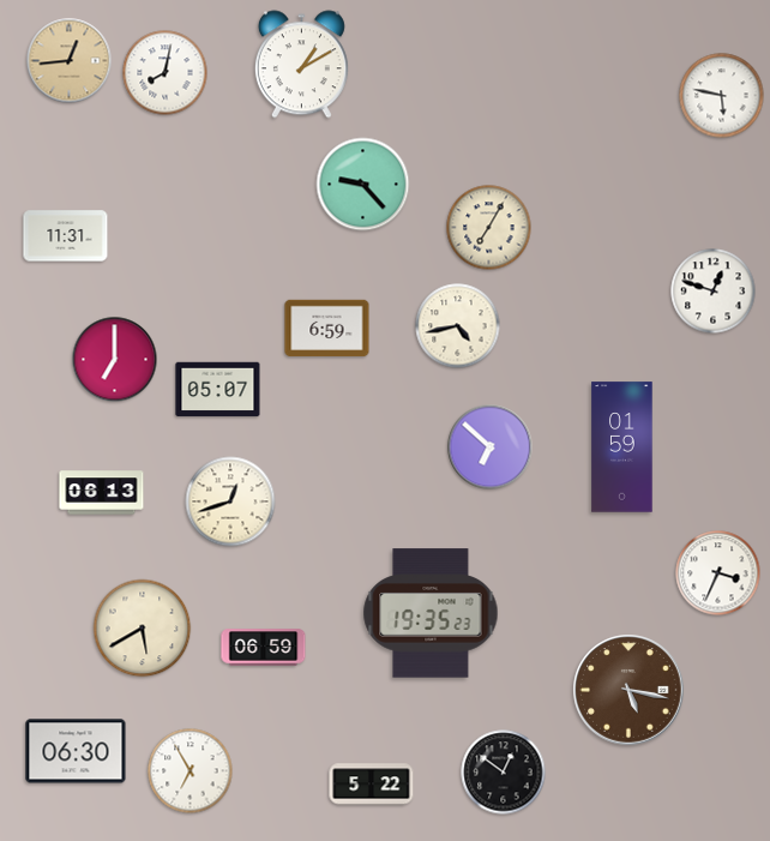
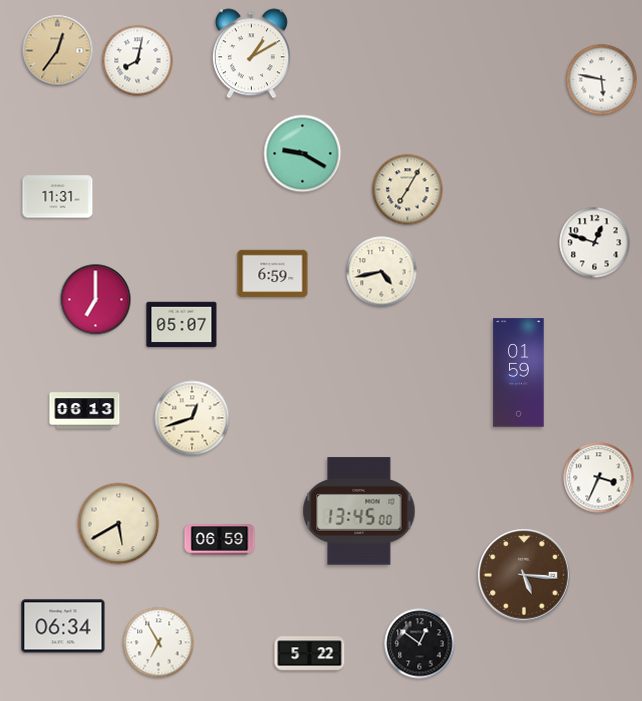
clock at (70, 61): 12:44 -> 12:36
clock at (363, 185): 9:23 -> 9:20
clock at (66, 236) position: (66, 236) -> (58, 197)
clock at (491, 447): 6:52 -> none
clock at (431, 613): 19:35 -> 13:45
clock at (628, 690): 5:17 -> 5:16
clock at (76, 751): 06:30 -> 06:34
